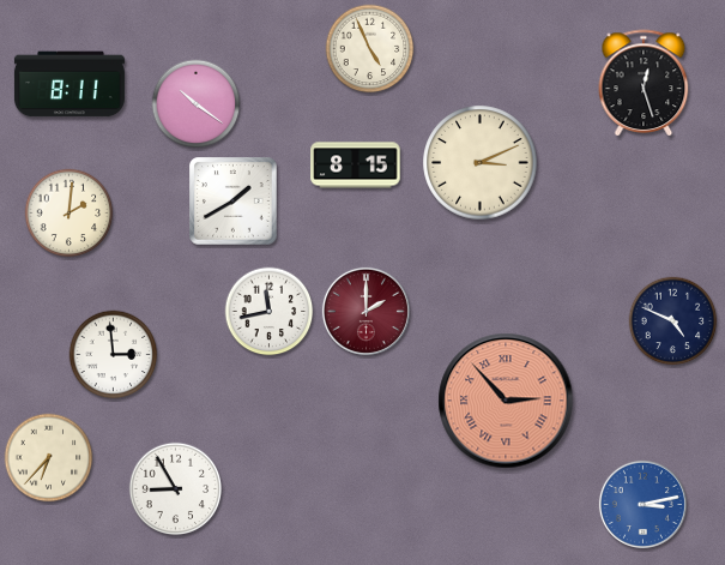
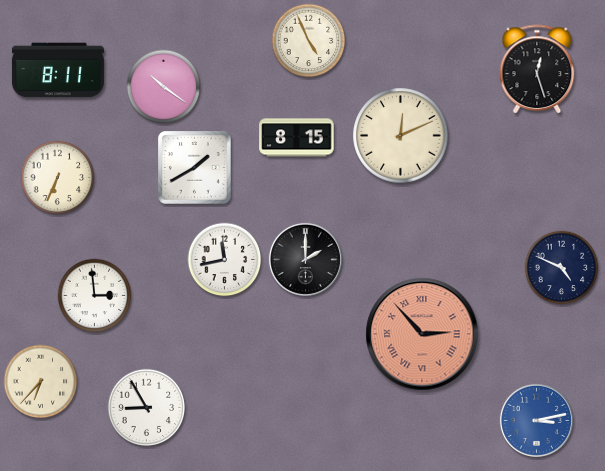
clock at (481, 163): 3:11 -> 12:11
clock at (70, 214): 2:01 -> 6:34
clock at (365, 311) dial: burgundy -> black
